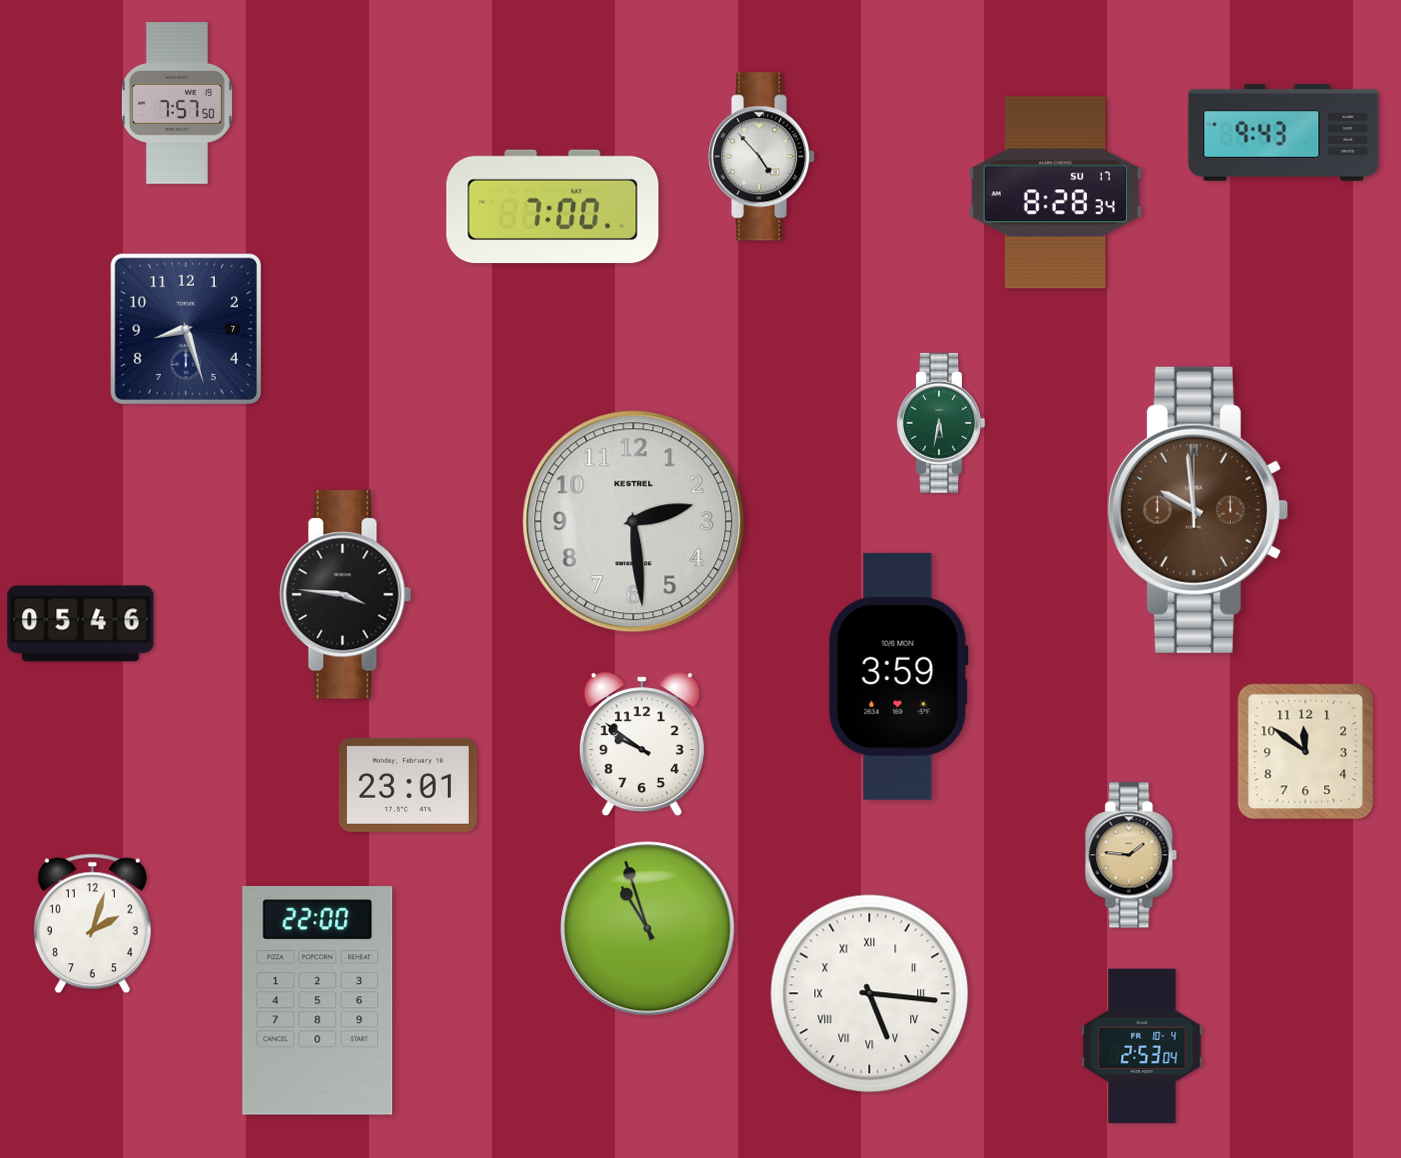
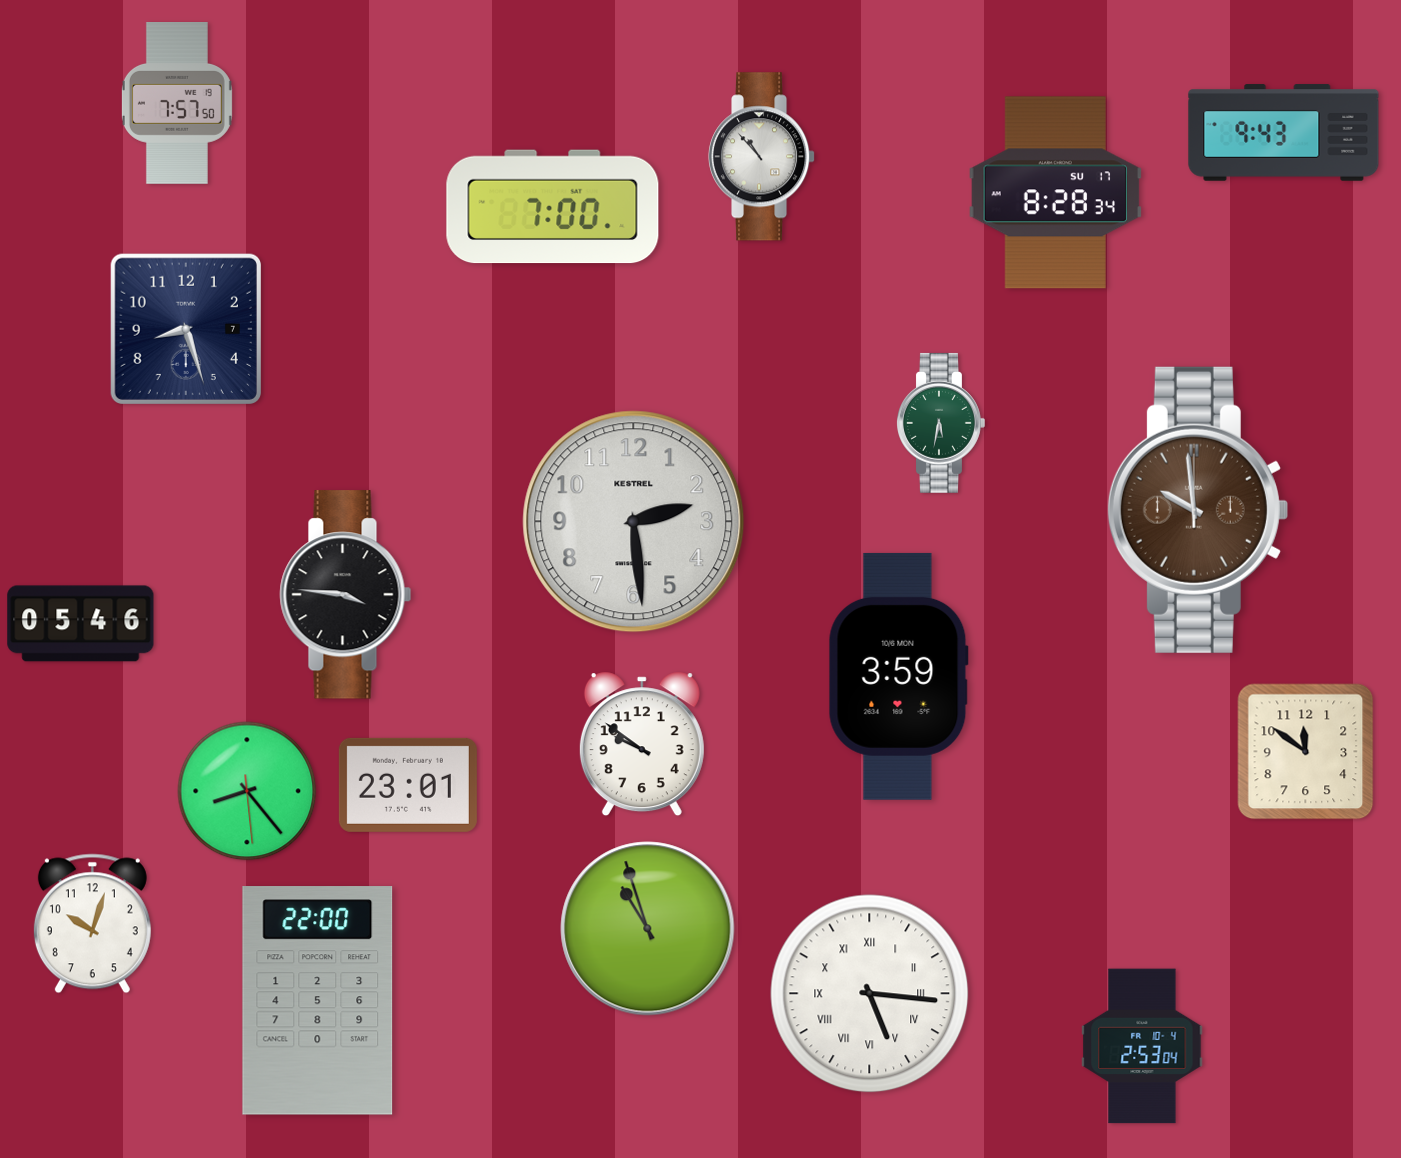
clock at (762, 157): 4:53 -> 10:53
clock at (247, 791): none -> 8:23
clock at (1131, 855): 1:46 -> none
clock at (92, 924): 2:03 -> 10:03
